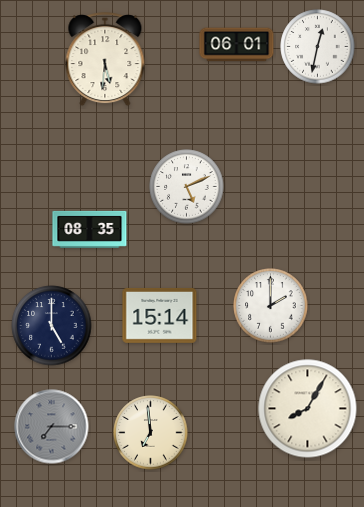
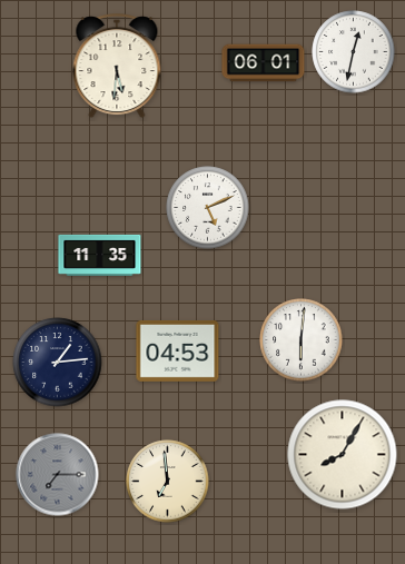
clock at (237, 45) position: (237, 45) -> (264, 63)
clock at (90, 229): 08:35 -> 11:35
clock at (271, 306): 2:00 -> 6:01
clock at (160, 315): 15:14 -> 04:53
clock at (52, 326): 5:00 -> 1:14
